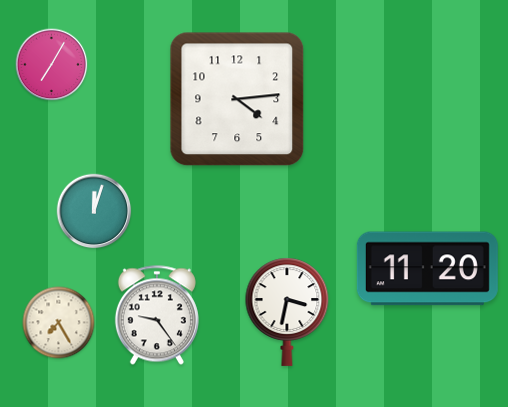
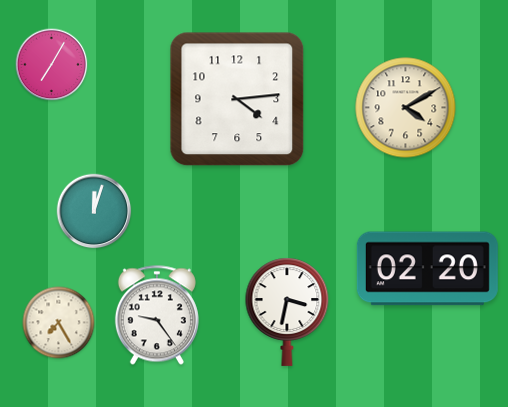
clock at (406, 108): none -> 4:10
clock at (427, 269): 11:20 -> 02:20
